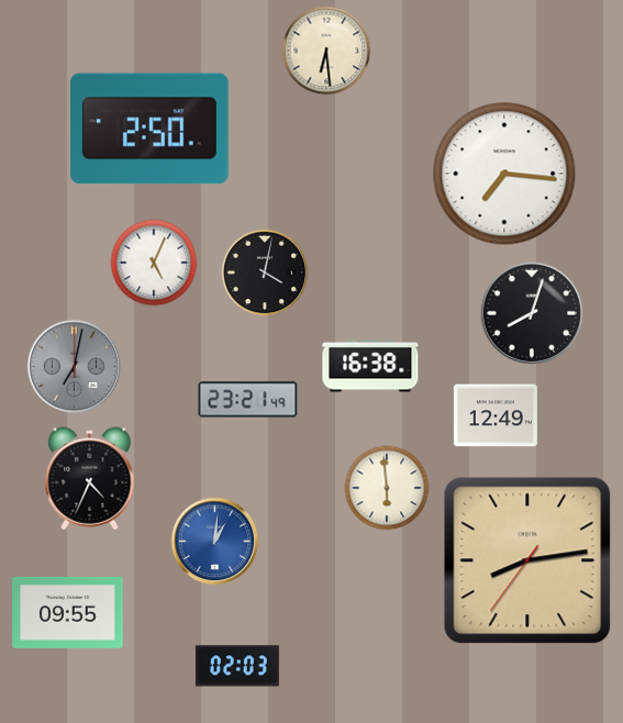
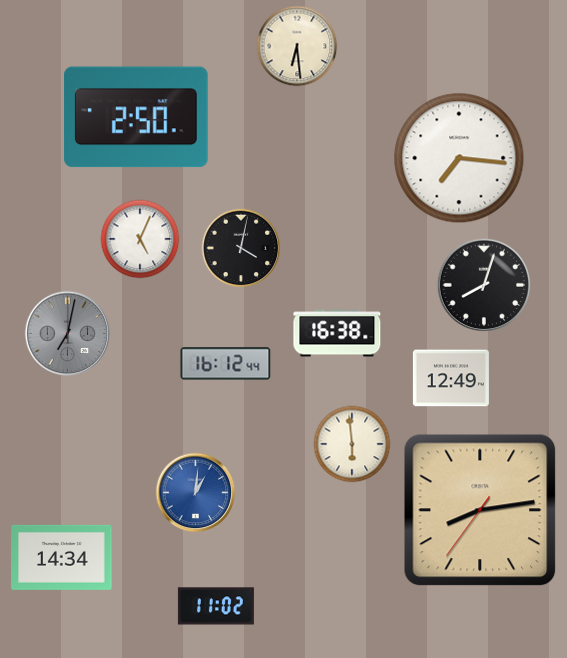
clock at (248, 400): 23:21 -> 16:12
clock at (90, 479): 4:34 -> none
clock at (68, 612): 09:55 -> 14:34
clock at (237, 666): 02:03 -> 11:02
